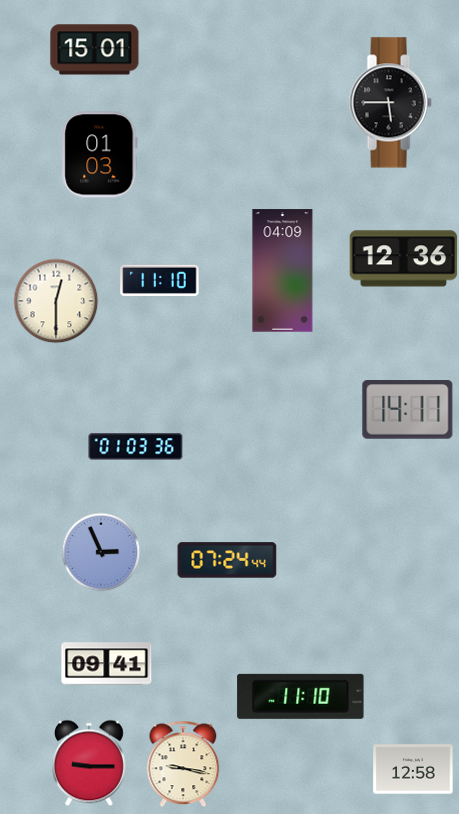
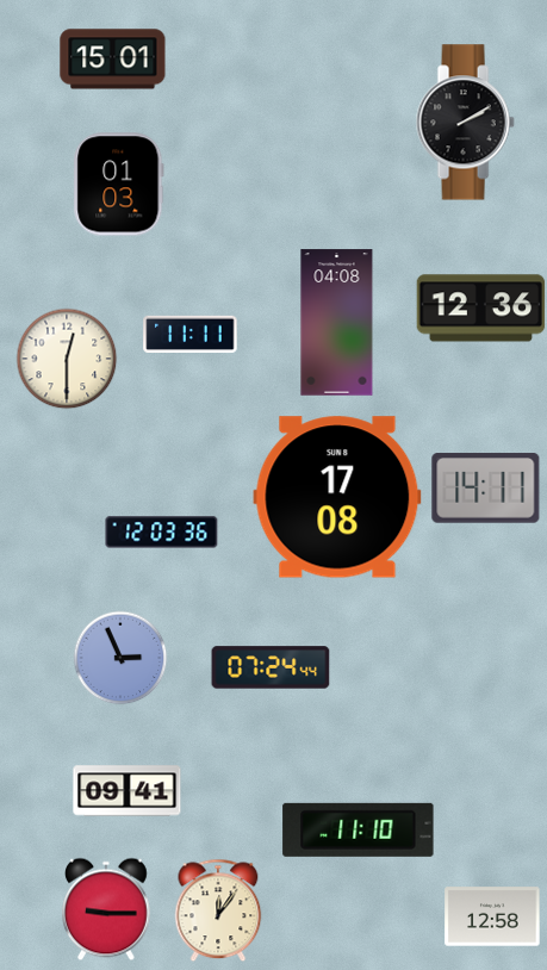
clock at (390, 103): 5:45 -> 2:10
clock at (283, 271): 04:09 -> 04:08
clock at (160, 280): 11:10 -> 11:11
clock at (337, 497): none -> 17:08
clock at (136, 447): 01:03 -> 12:03
clock at (183, 764): 9:17 -> 12:06
